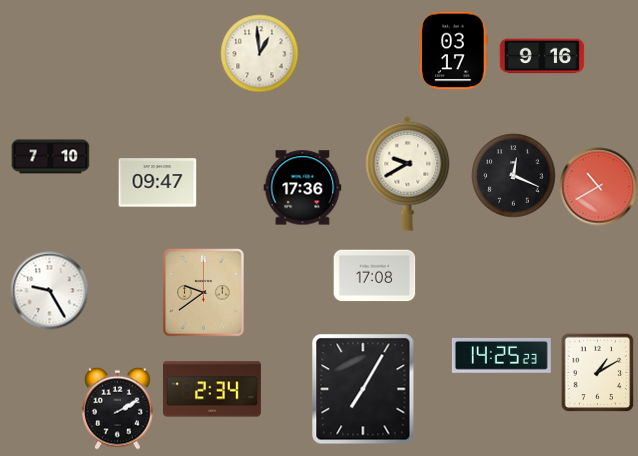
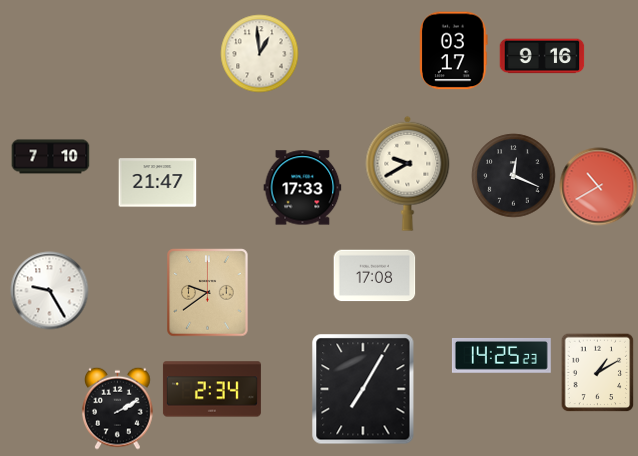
clock at (157, 183): 09:47 -> 21:47
clock at (302, 188): 17:36 -> 17:33
clock at (204, 292) position: (204, 292) -> (208, 292)
